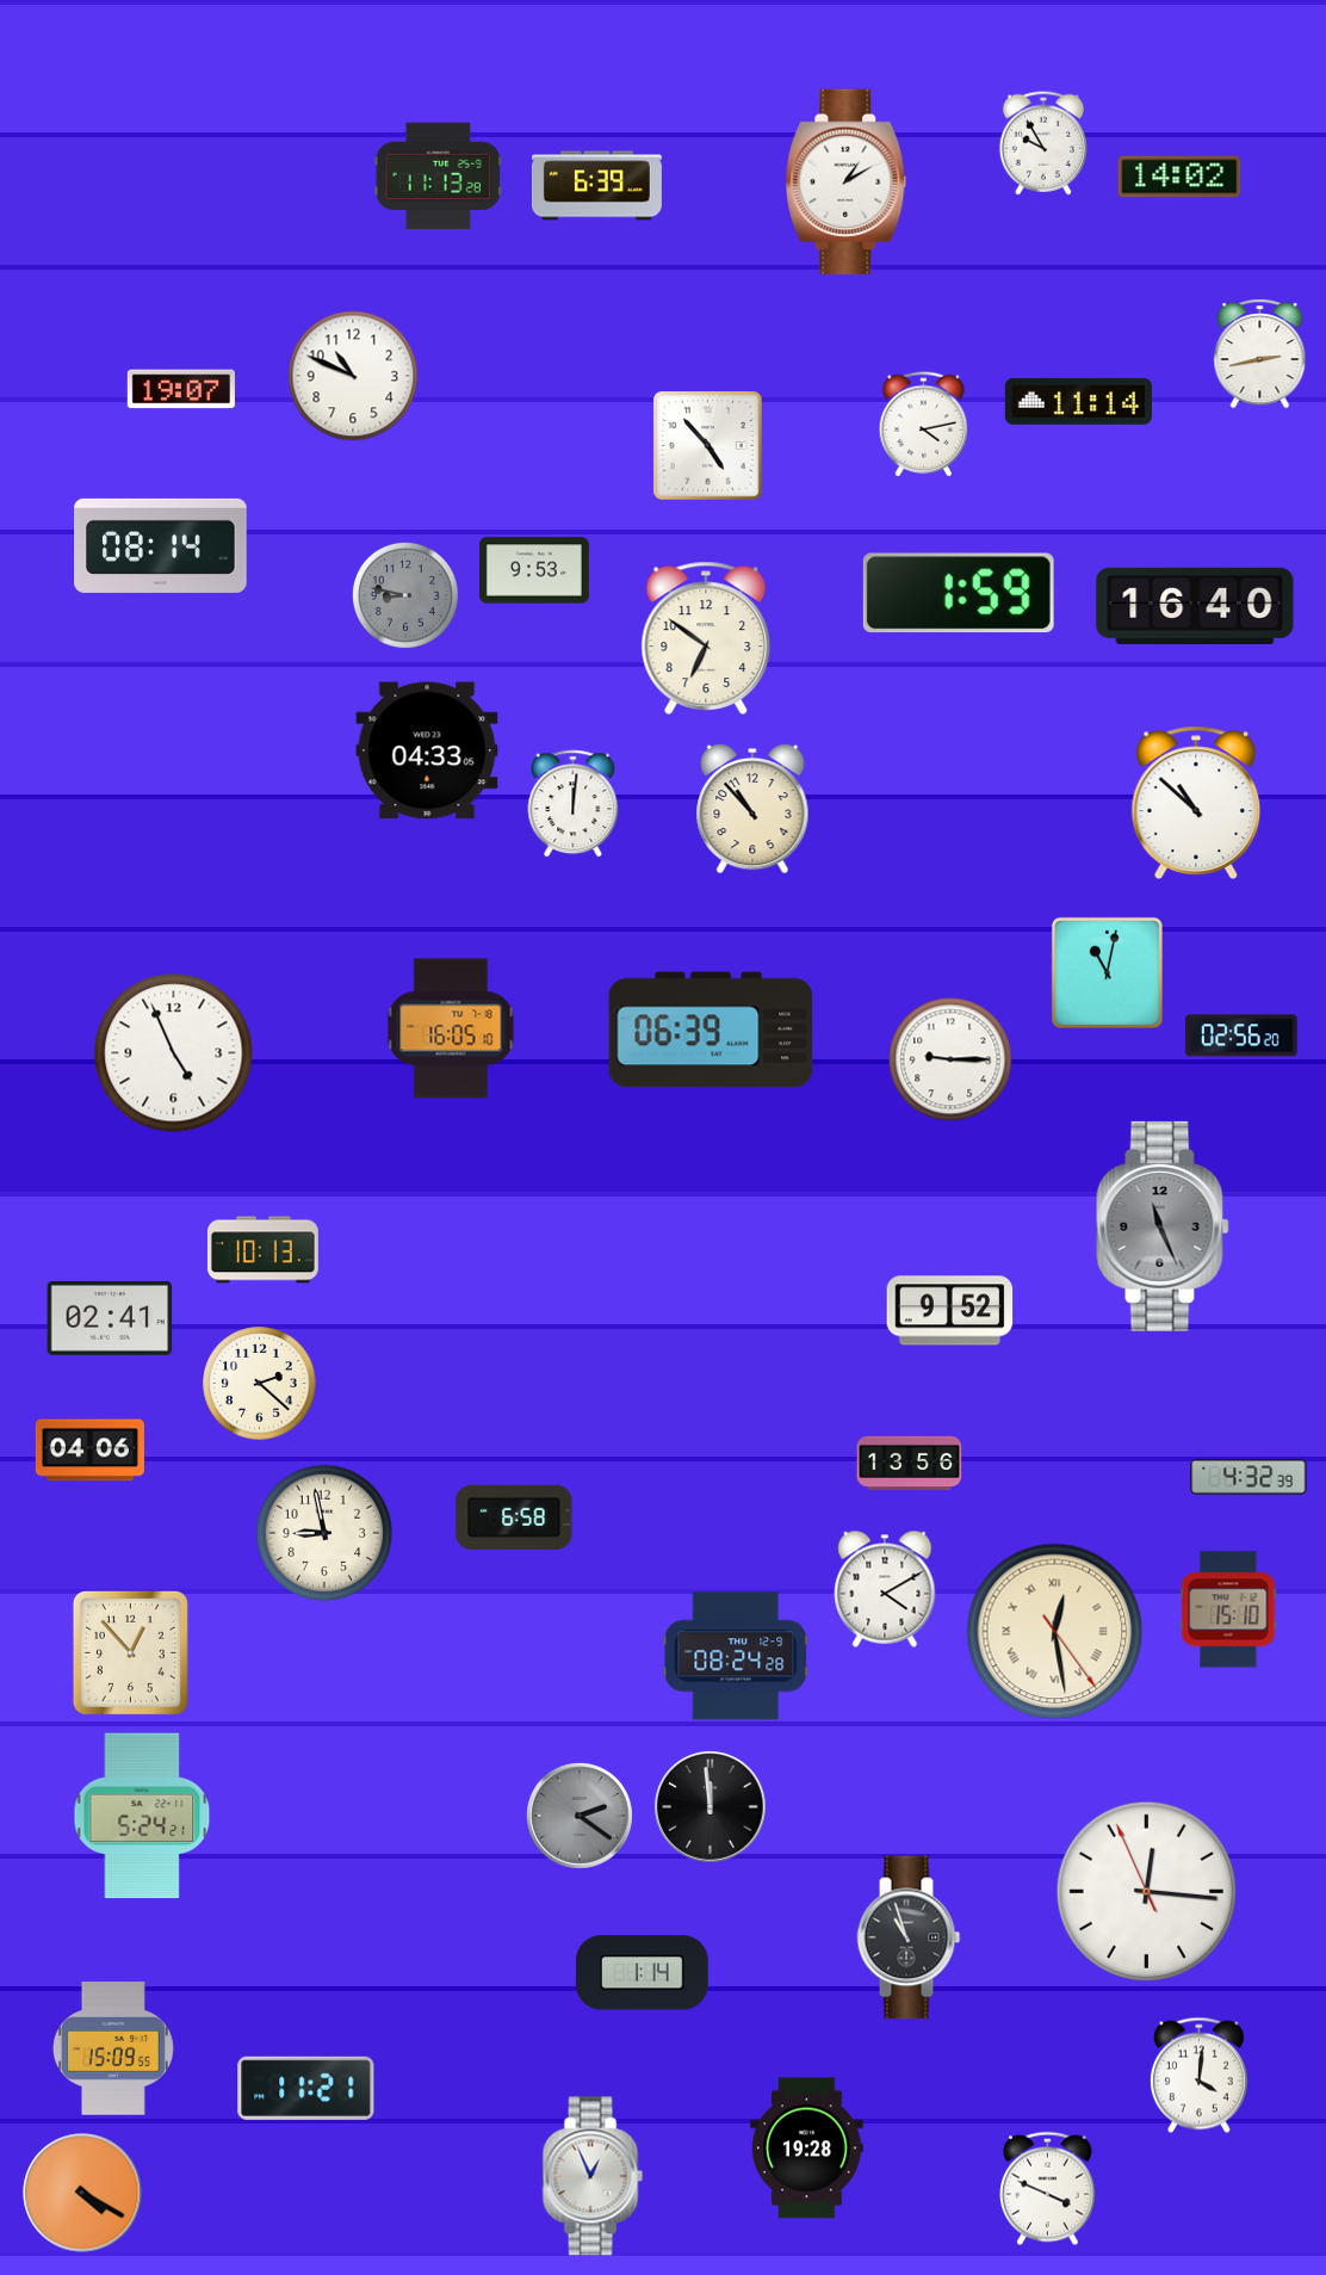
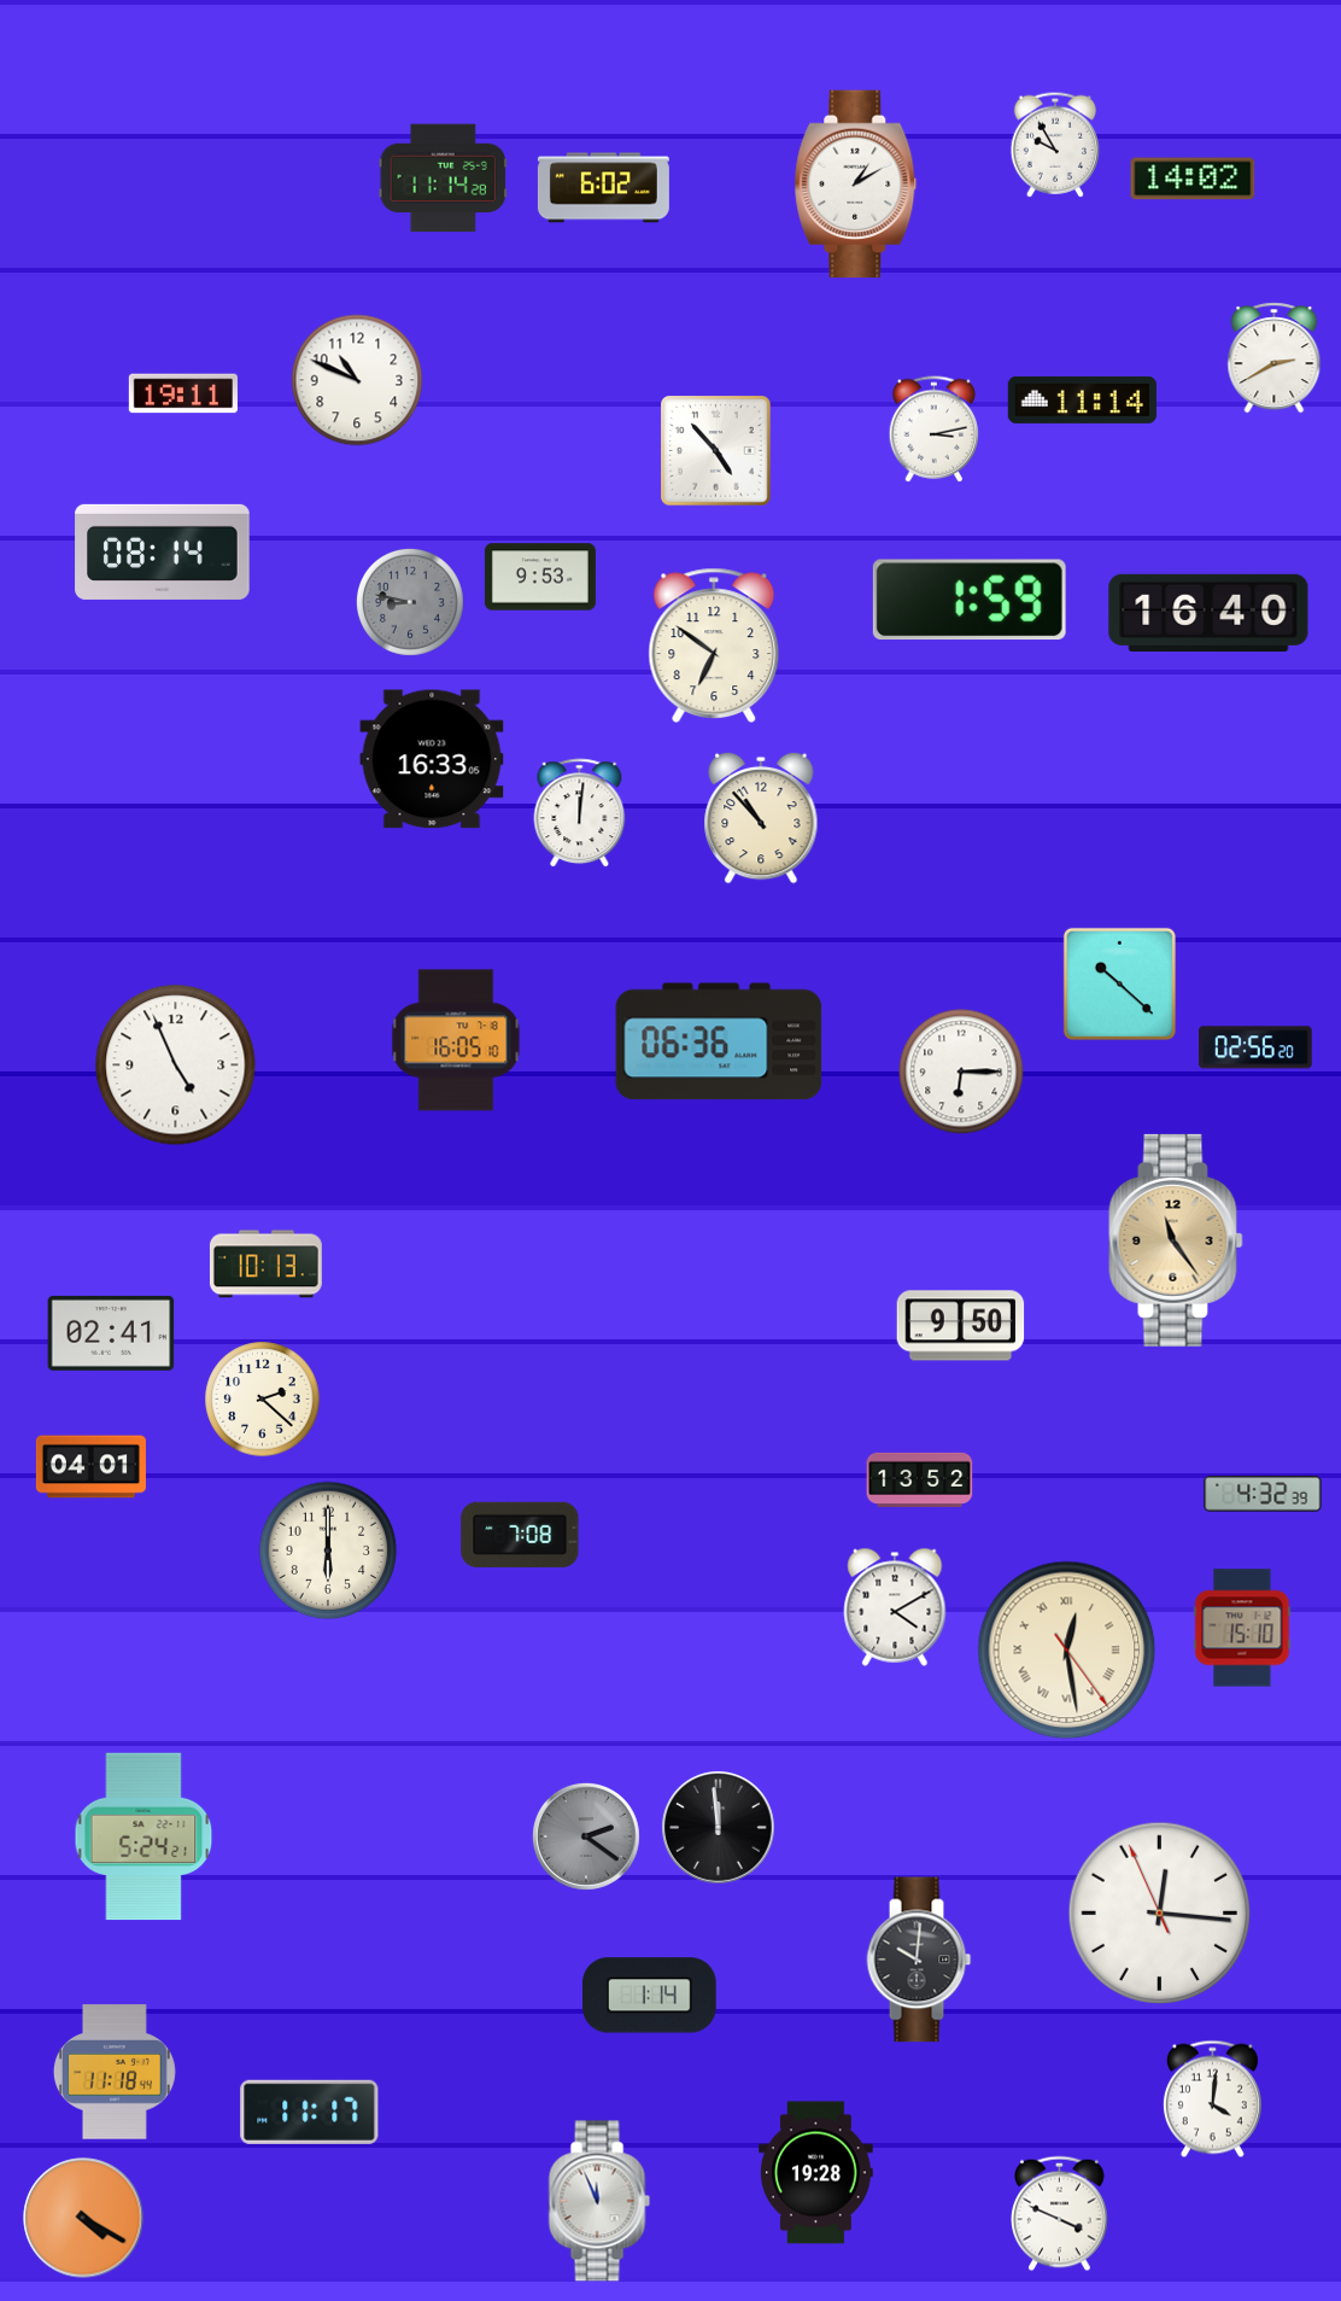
clock at (438, 177): 11:13 -> 11:14
clock at (596, 186): 6:39 -> 6:02
clock at (1260, 354): 2:43 -> 2:40
clock at (181, 389): 19:07 -> 19:11
clock at (1078, 401) position: (1078, 401) -> (1082, 399)
clock at (924, 425): 4:13 -> 3:13
clock at (427, 750): 04:33 -> 16:33
clock at (1196, 802): 10:52 -> none
clock at (1107, 972): 11:02 -> 10:22
clock at (711, 1030): 06:39 -> 06:36
clock at (950, 1059): 9:15 -> 6:15
clock at (1163, 1226): 11:26 -> 11:24
clock at (1163, 1226) dial: grey -> champagne
clock at (950, 1311): 9:52 -> 9:50
clock at (89, 1451): 04:06 -> 04:01
clock at (910, 1463): 13:56 -> 13:52
clock at (514, 1517): 6:58 -> 7:08
clock at (324, 1533): 8:58 -> 6:00
clock at (130, 1652): 12:53 -> none
clock at (736, 1656): 08:24 -> none
clock at (909, 1937): 10:57 -> 10:01
clock at (113, 2048): 15:09 -> 11:18
clock at (306, 2088): 11:21 -> 11:17
clock at (593, 2176): 12:56 -> 11:56
